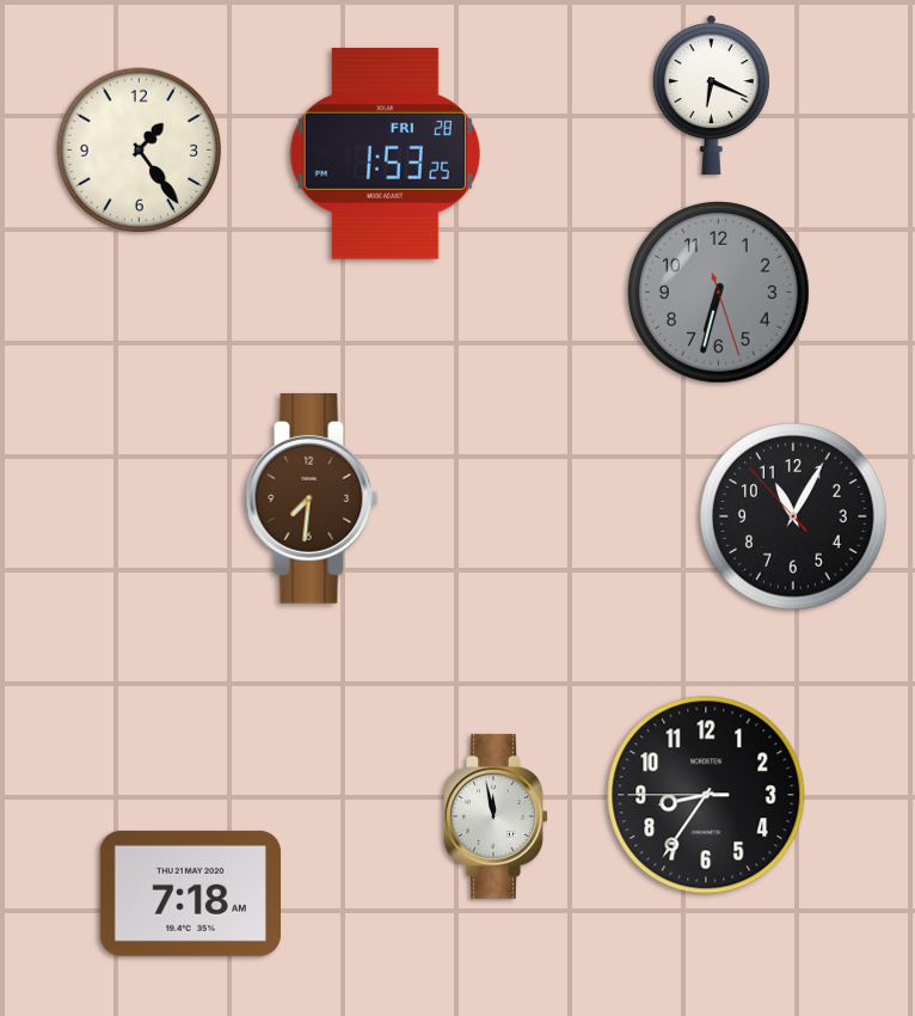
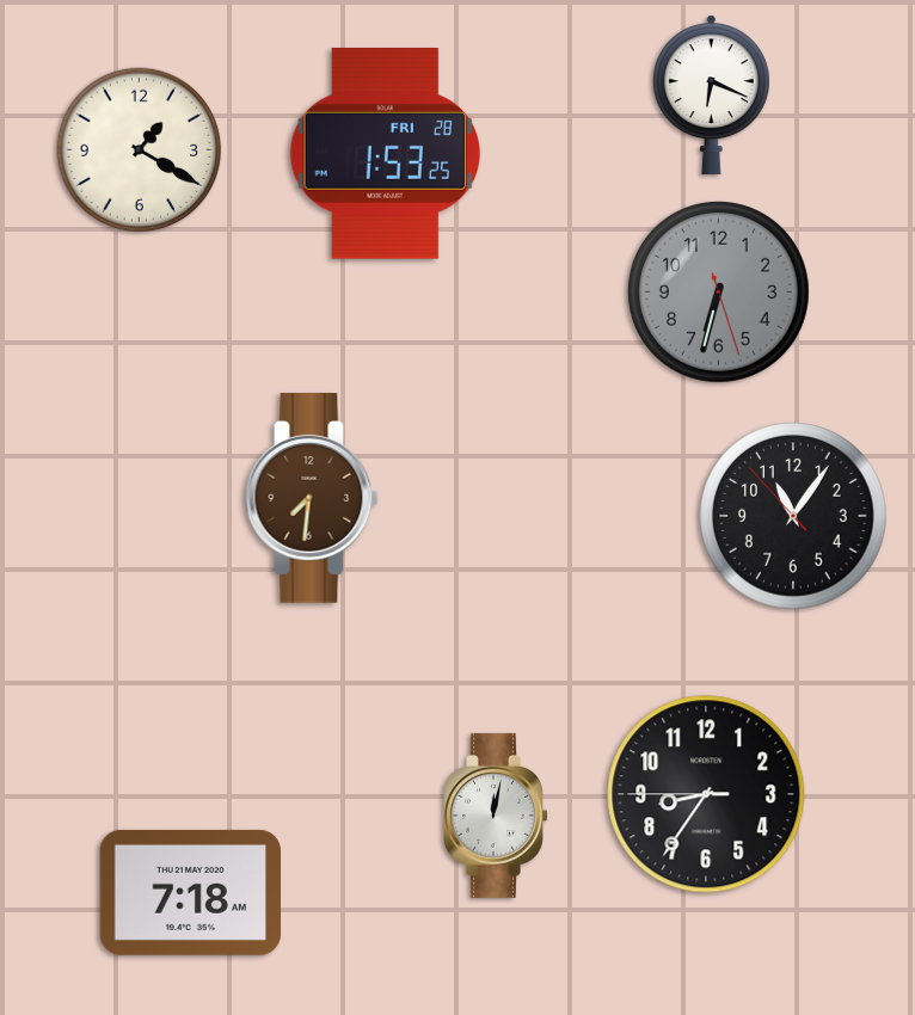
clock at (140, 151): 1:24 -> 1:20
clock at (793, 516): 11:04 -> 11:05
clock at (496, 816): 11:58 -> 12:02
